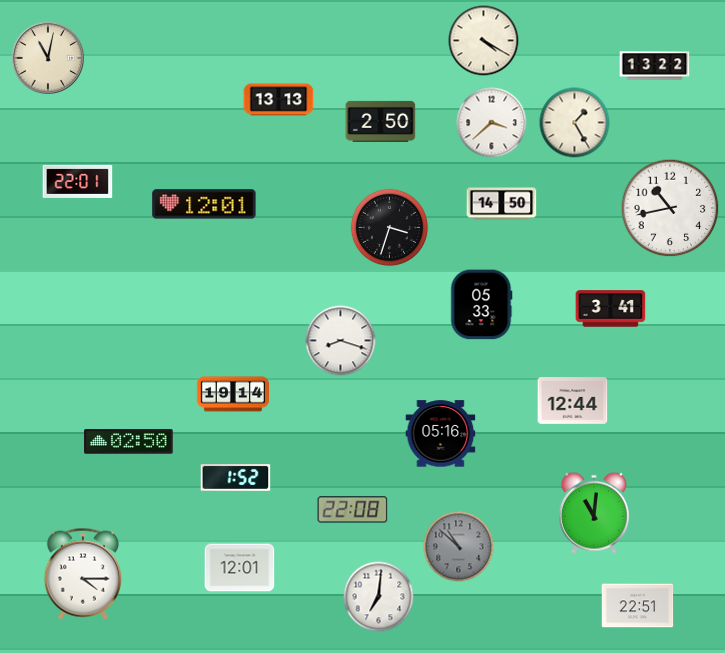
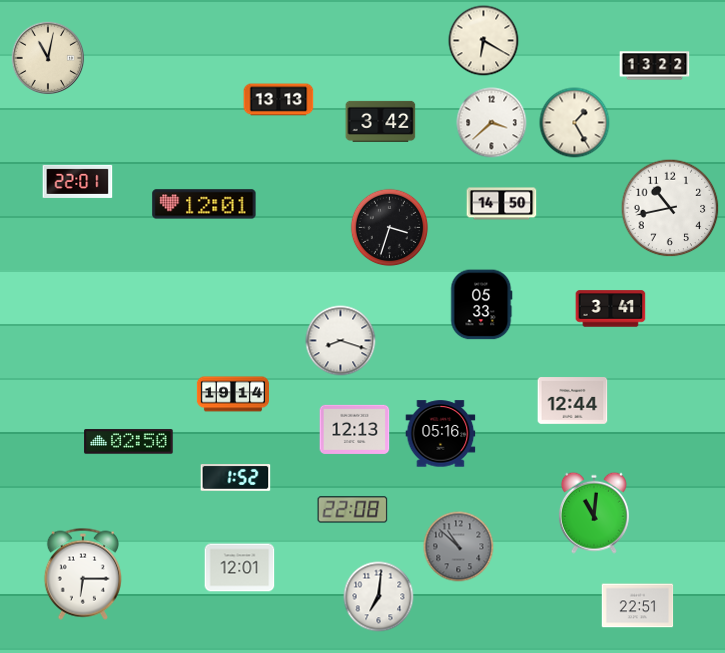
clock at (484, 41): 4:20 -> 6:20
clock at (381, 121): 2:50 -> 3:42
clock at (355, 429): none -> 12:13
clock at (83, 574): 4:15 -> 6:15
